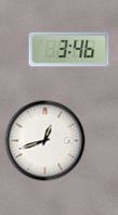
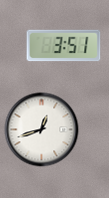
clock at (69, 50): 3:46 -> 3:51
